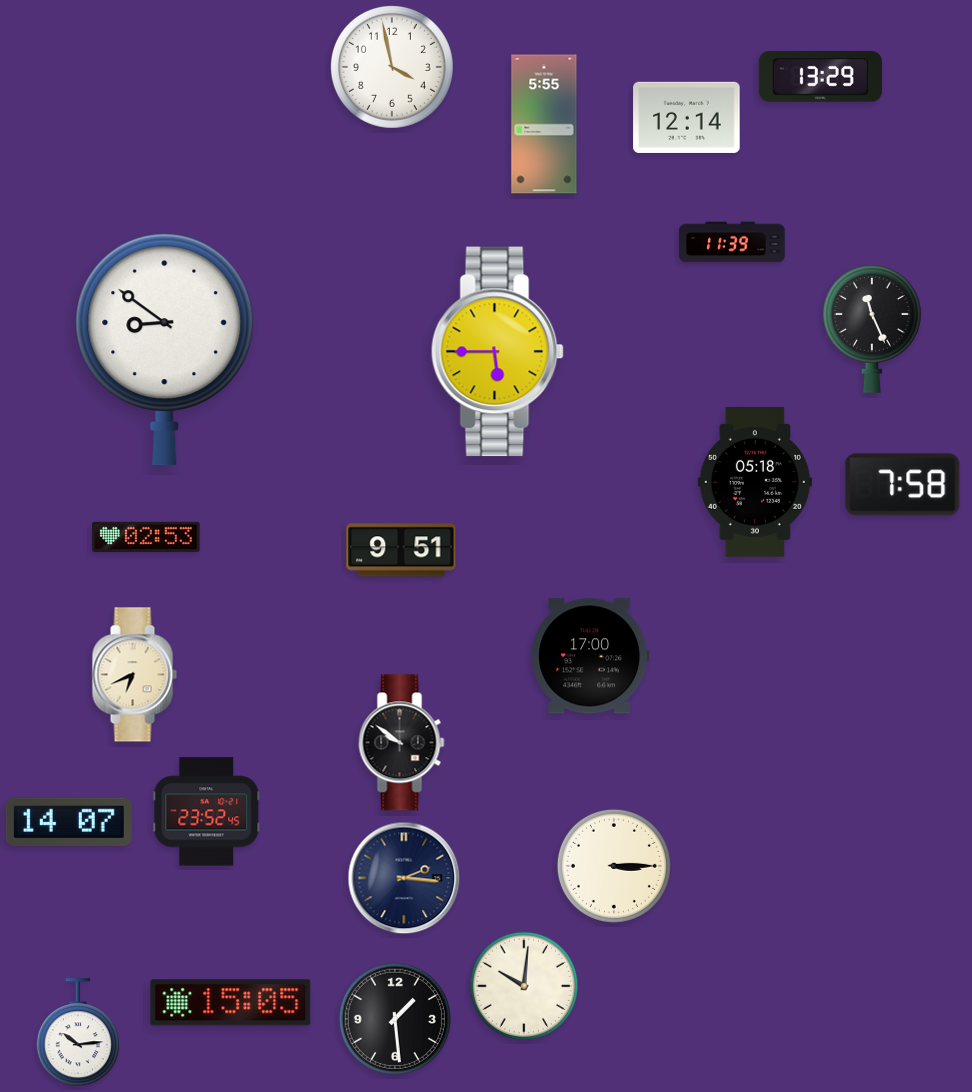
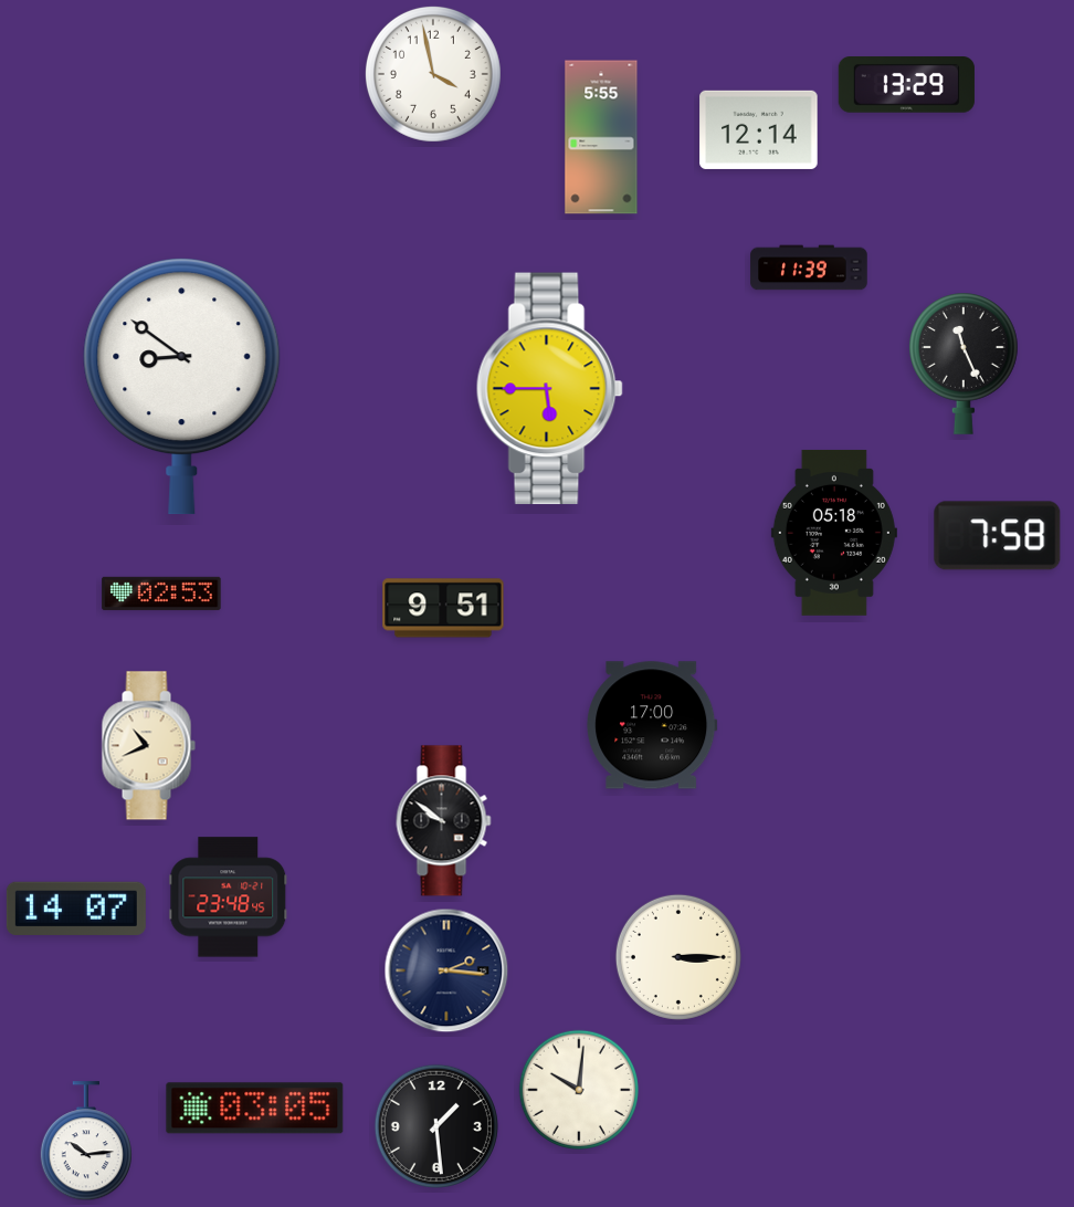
clock at (134, 675): 6:41 -> 10:41
clock at (207, 812): 23:52 -> 23:48
clock at (231, 1003): 15:05 -> 03:05
